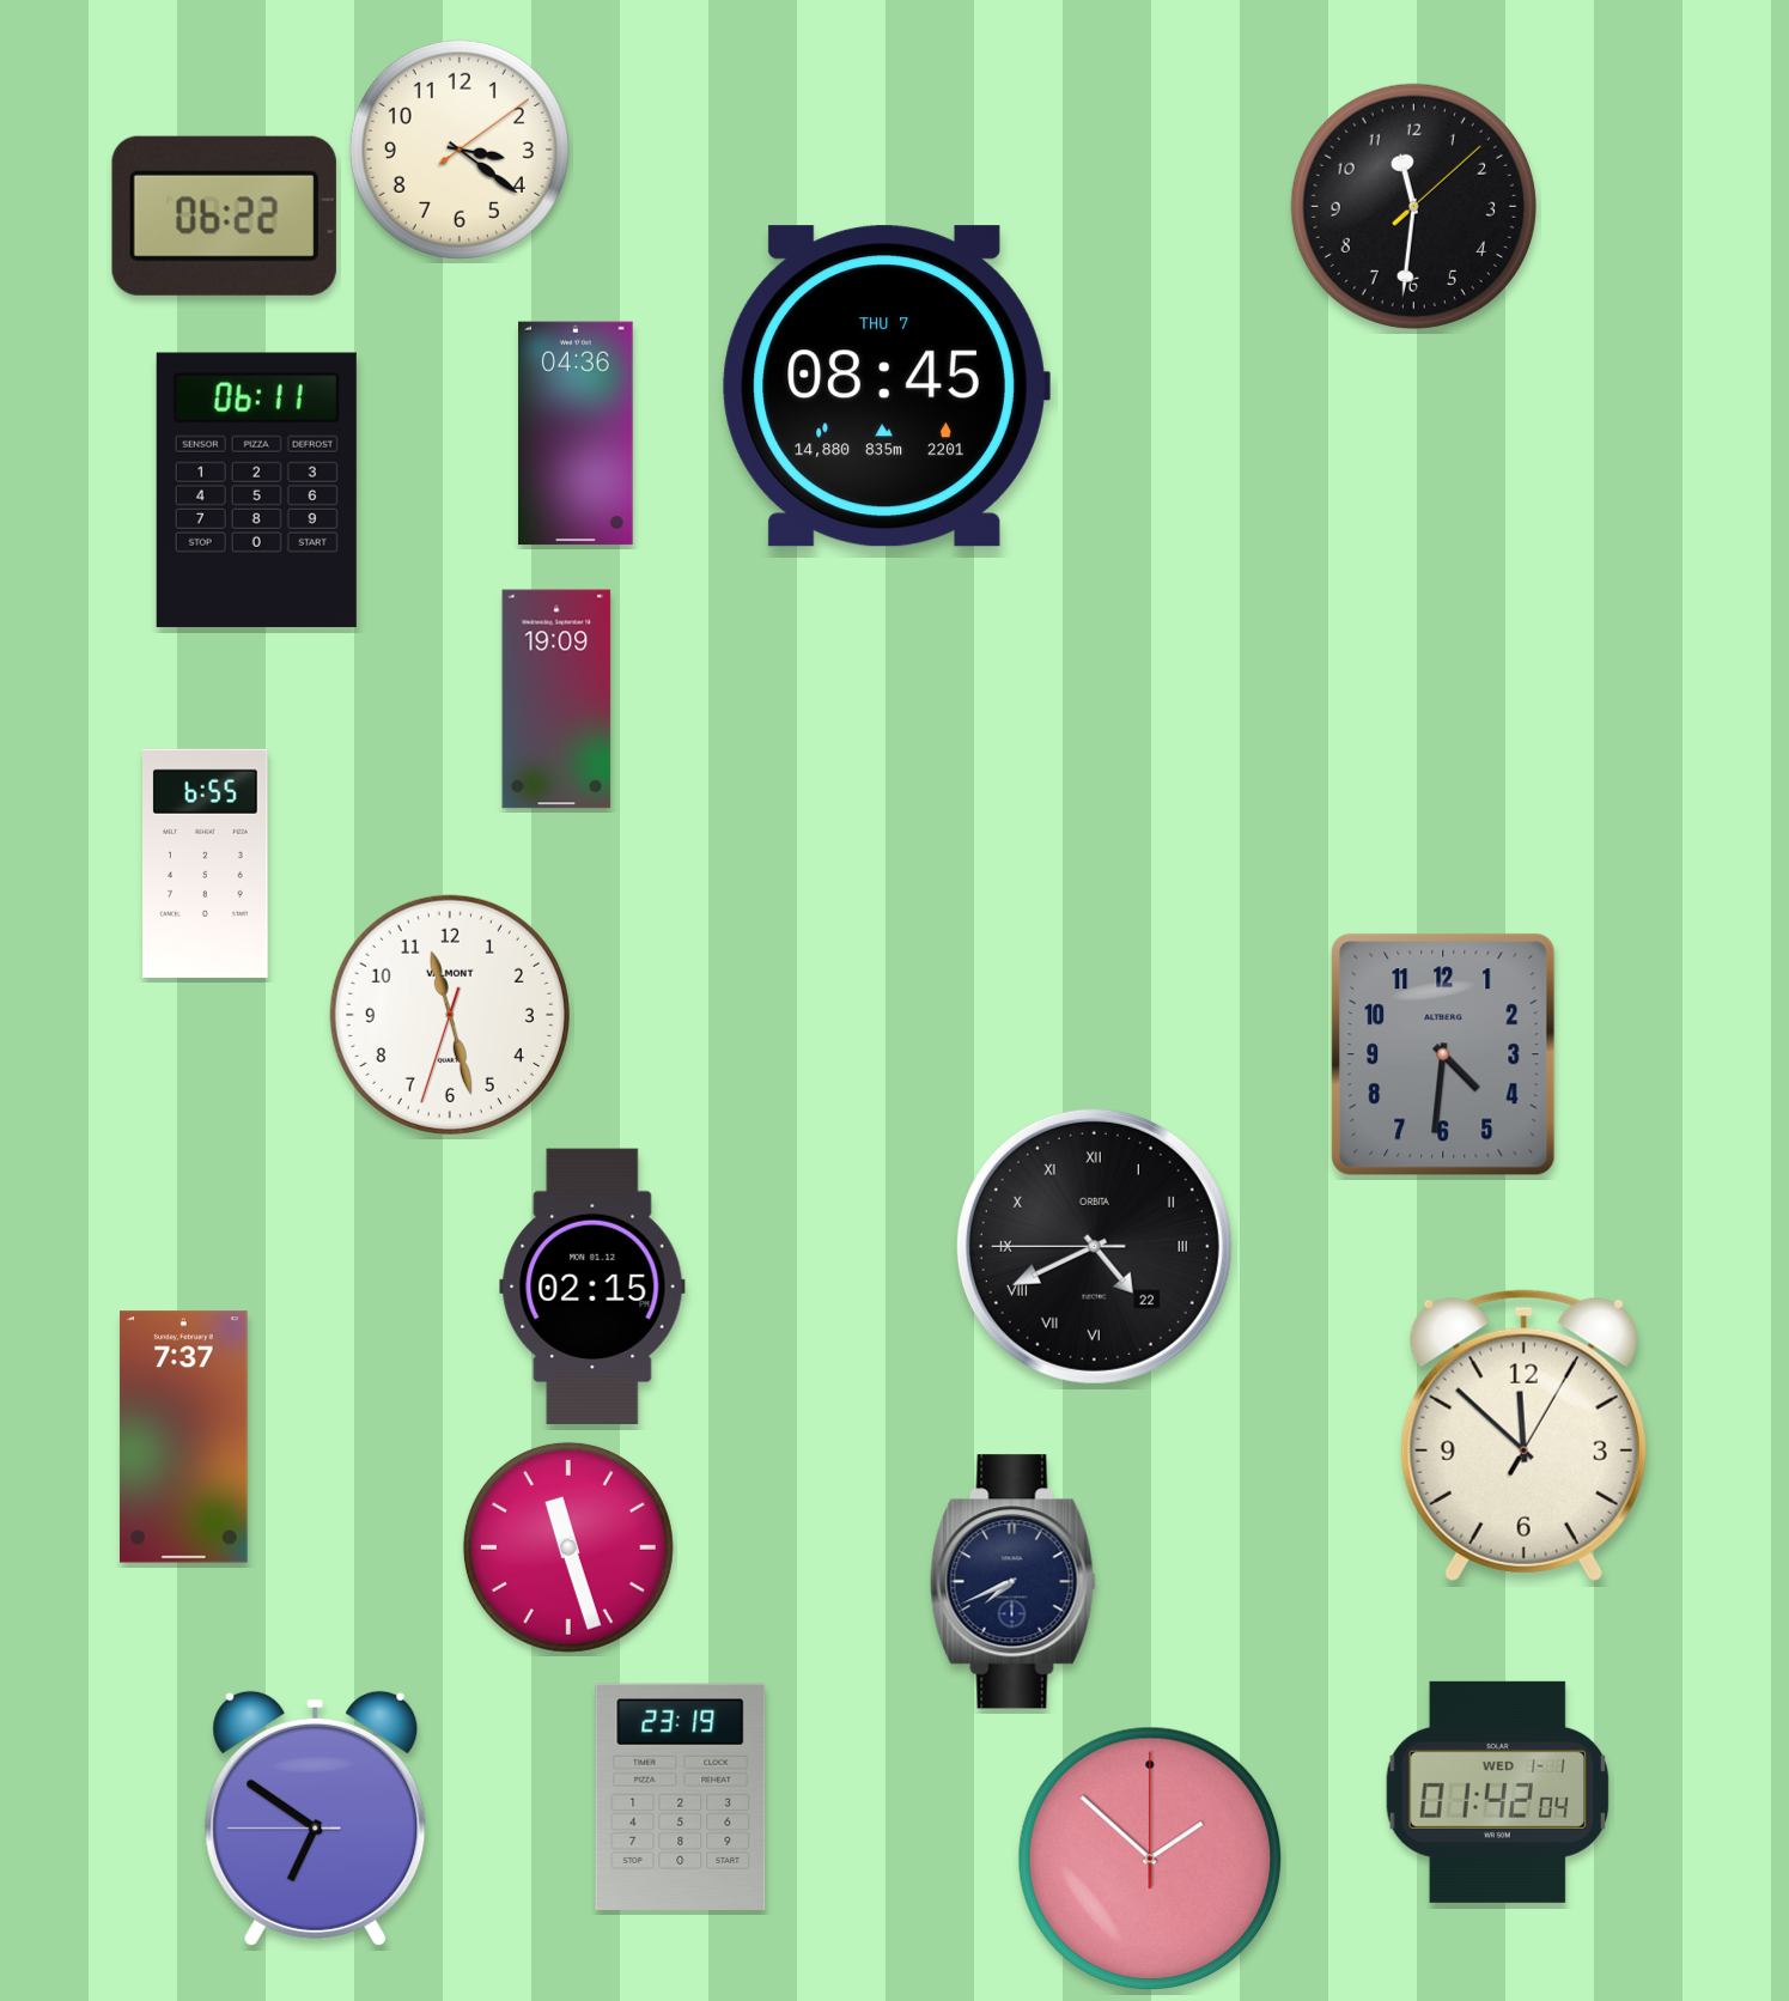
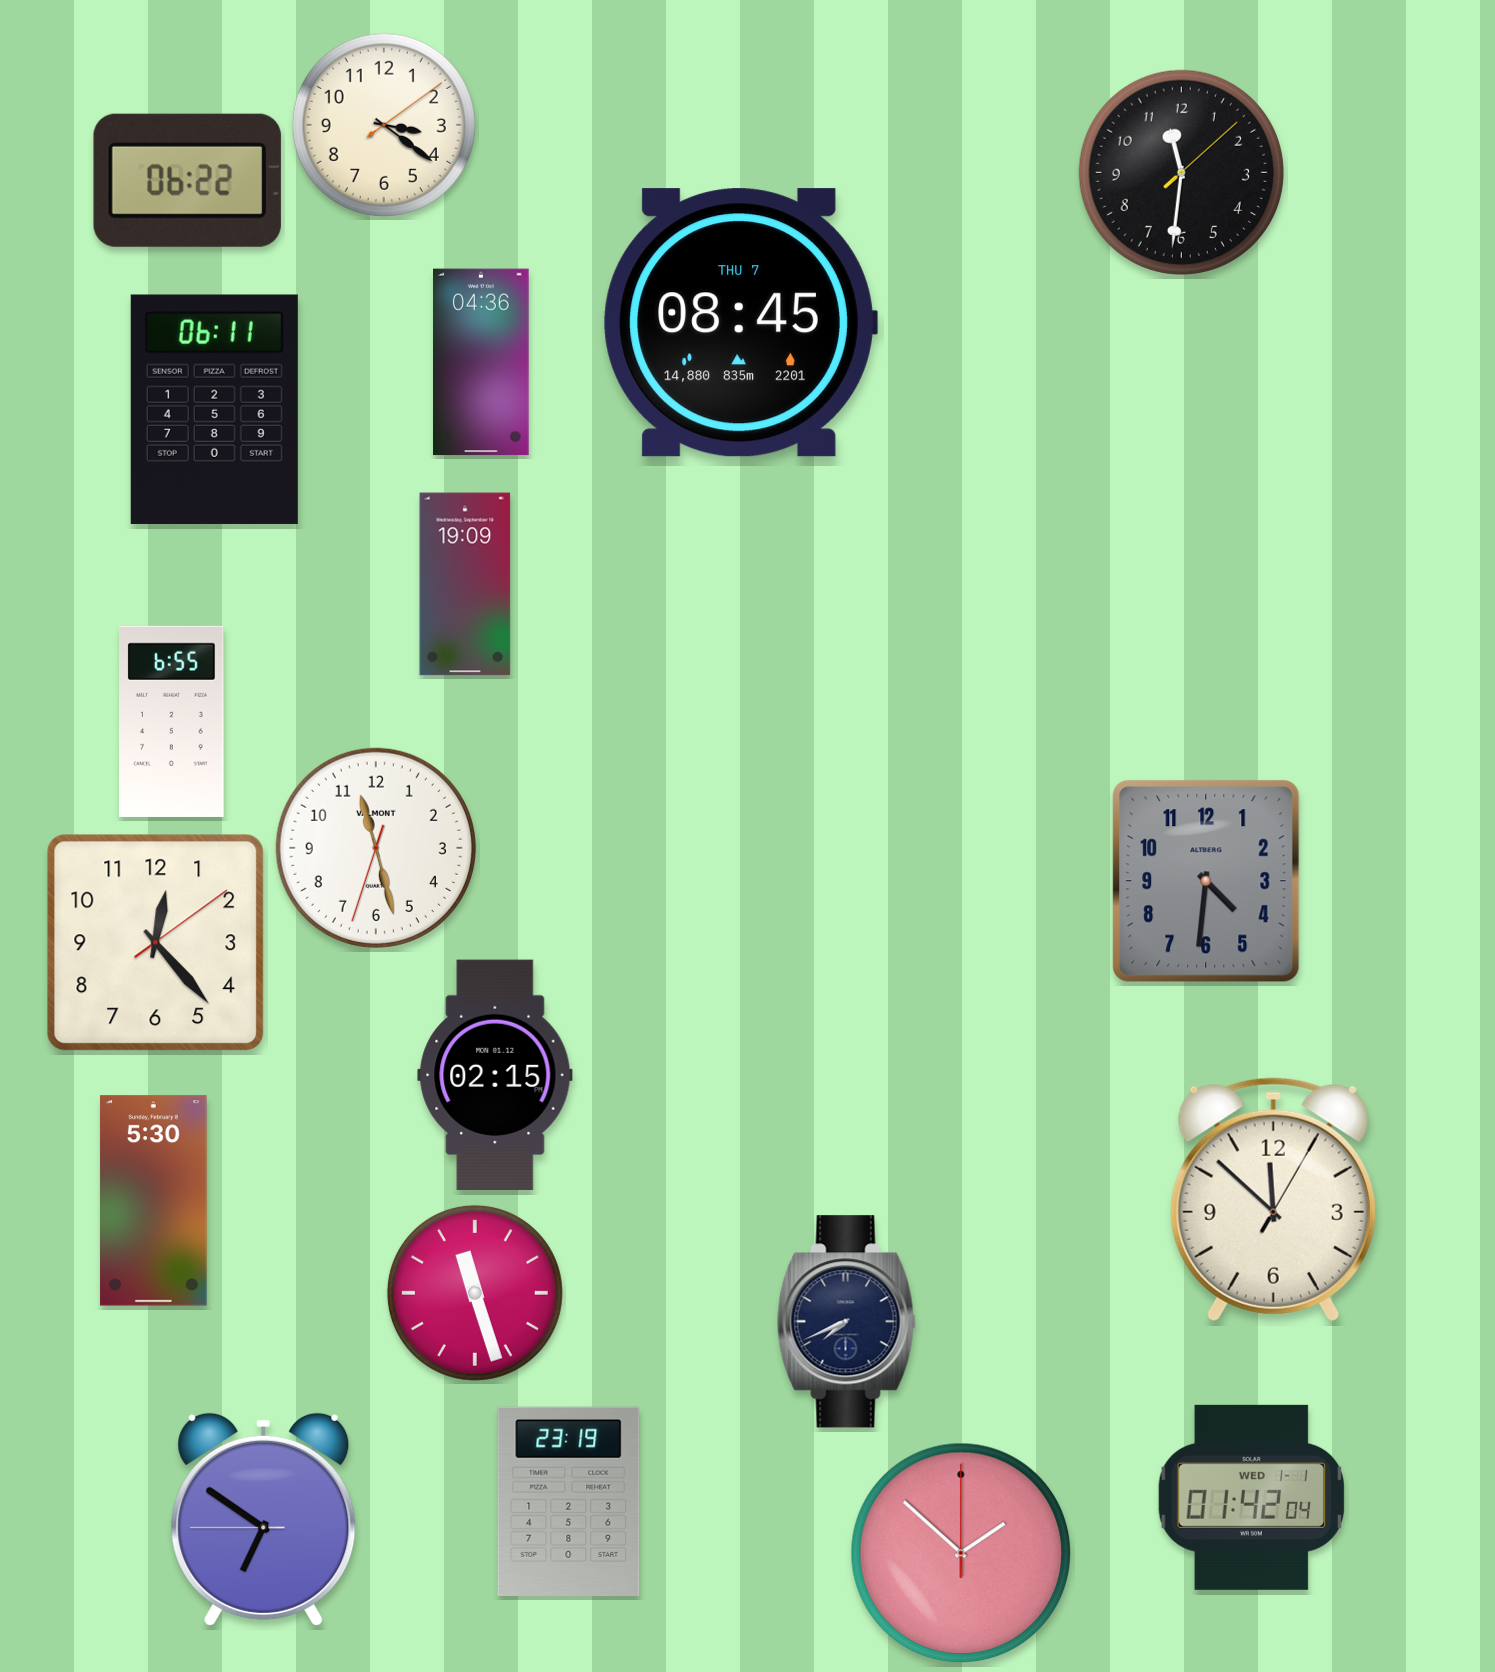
clock at (156, 943): none -> 12:23
clock at (1094, 1246): 4:40 -> none
clock at (184, 1437): 7:37 -> 5:30
